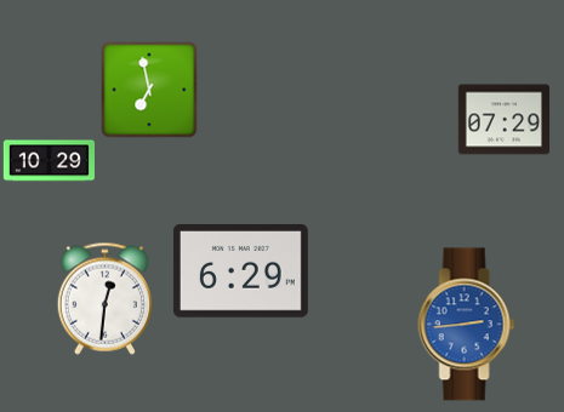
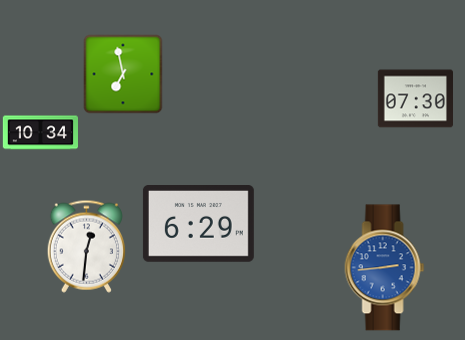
clock at (503, 120): 07:29 -> 07:30
clock at (49, 161): 10:29 -> 10:34
